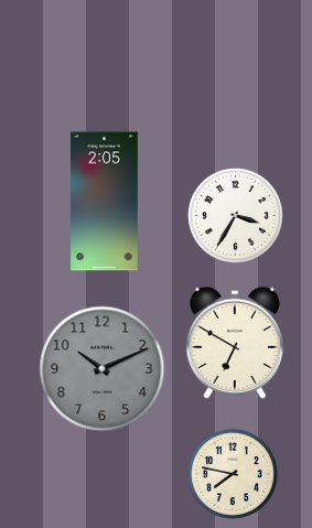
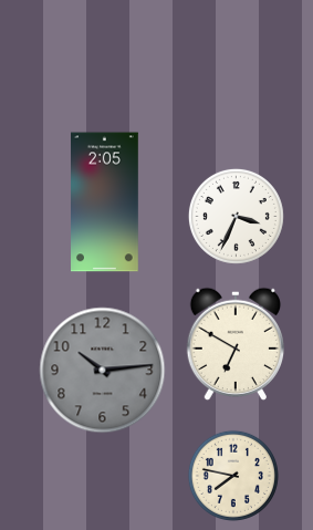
clock at (235, 215): 3:35 -> 3:34
clock at (103, 369): 10:11 -> 10:14
